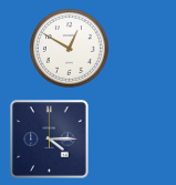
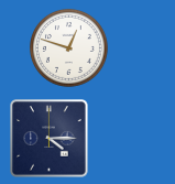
clock at (69, 48): 12:50 -> 12:48
